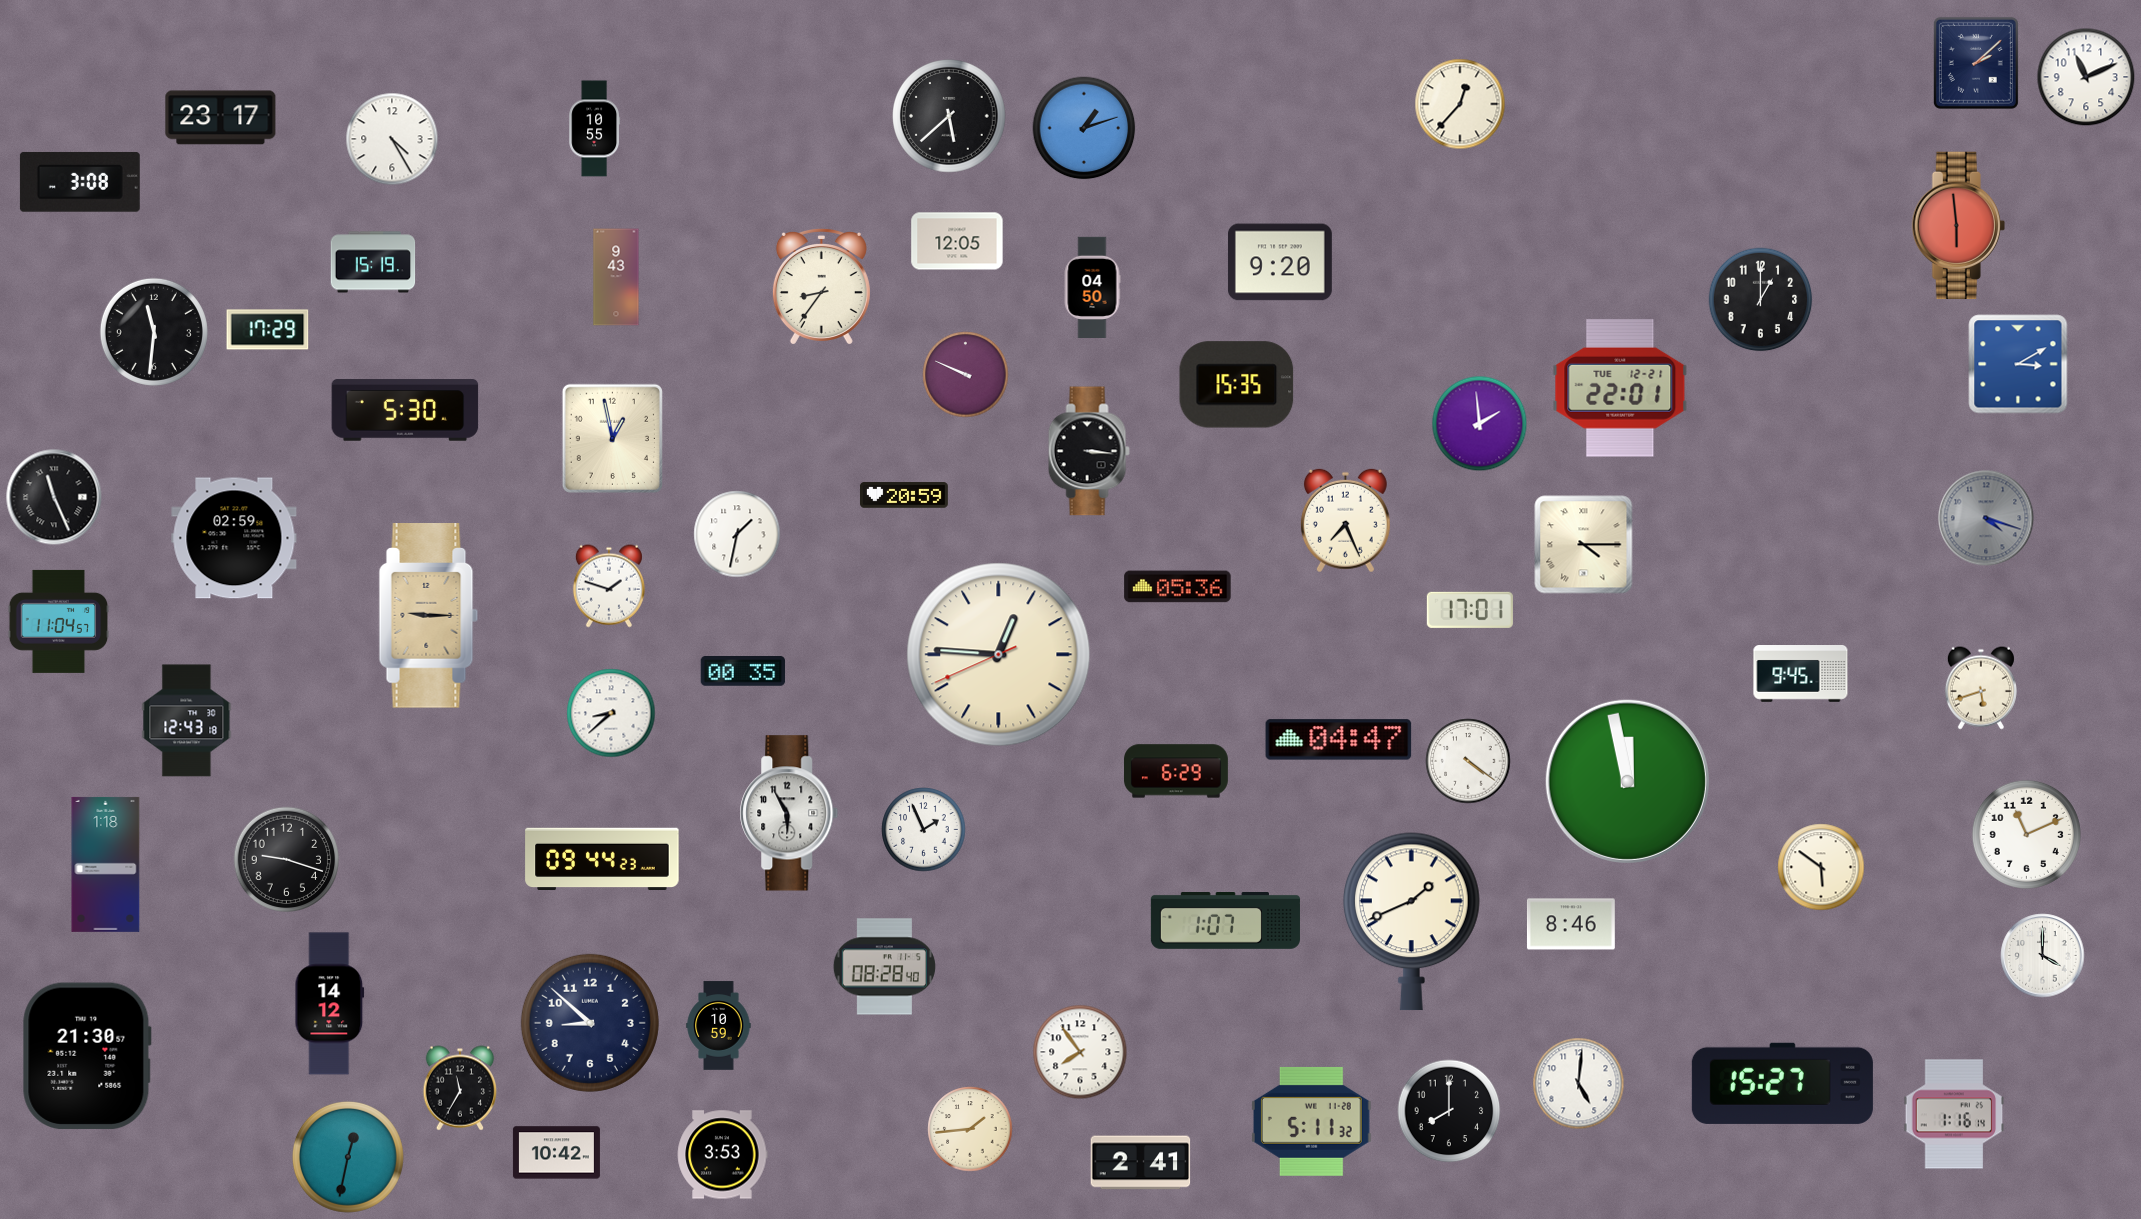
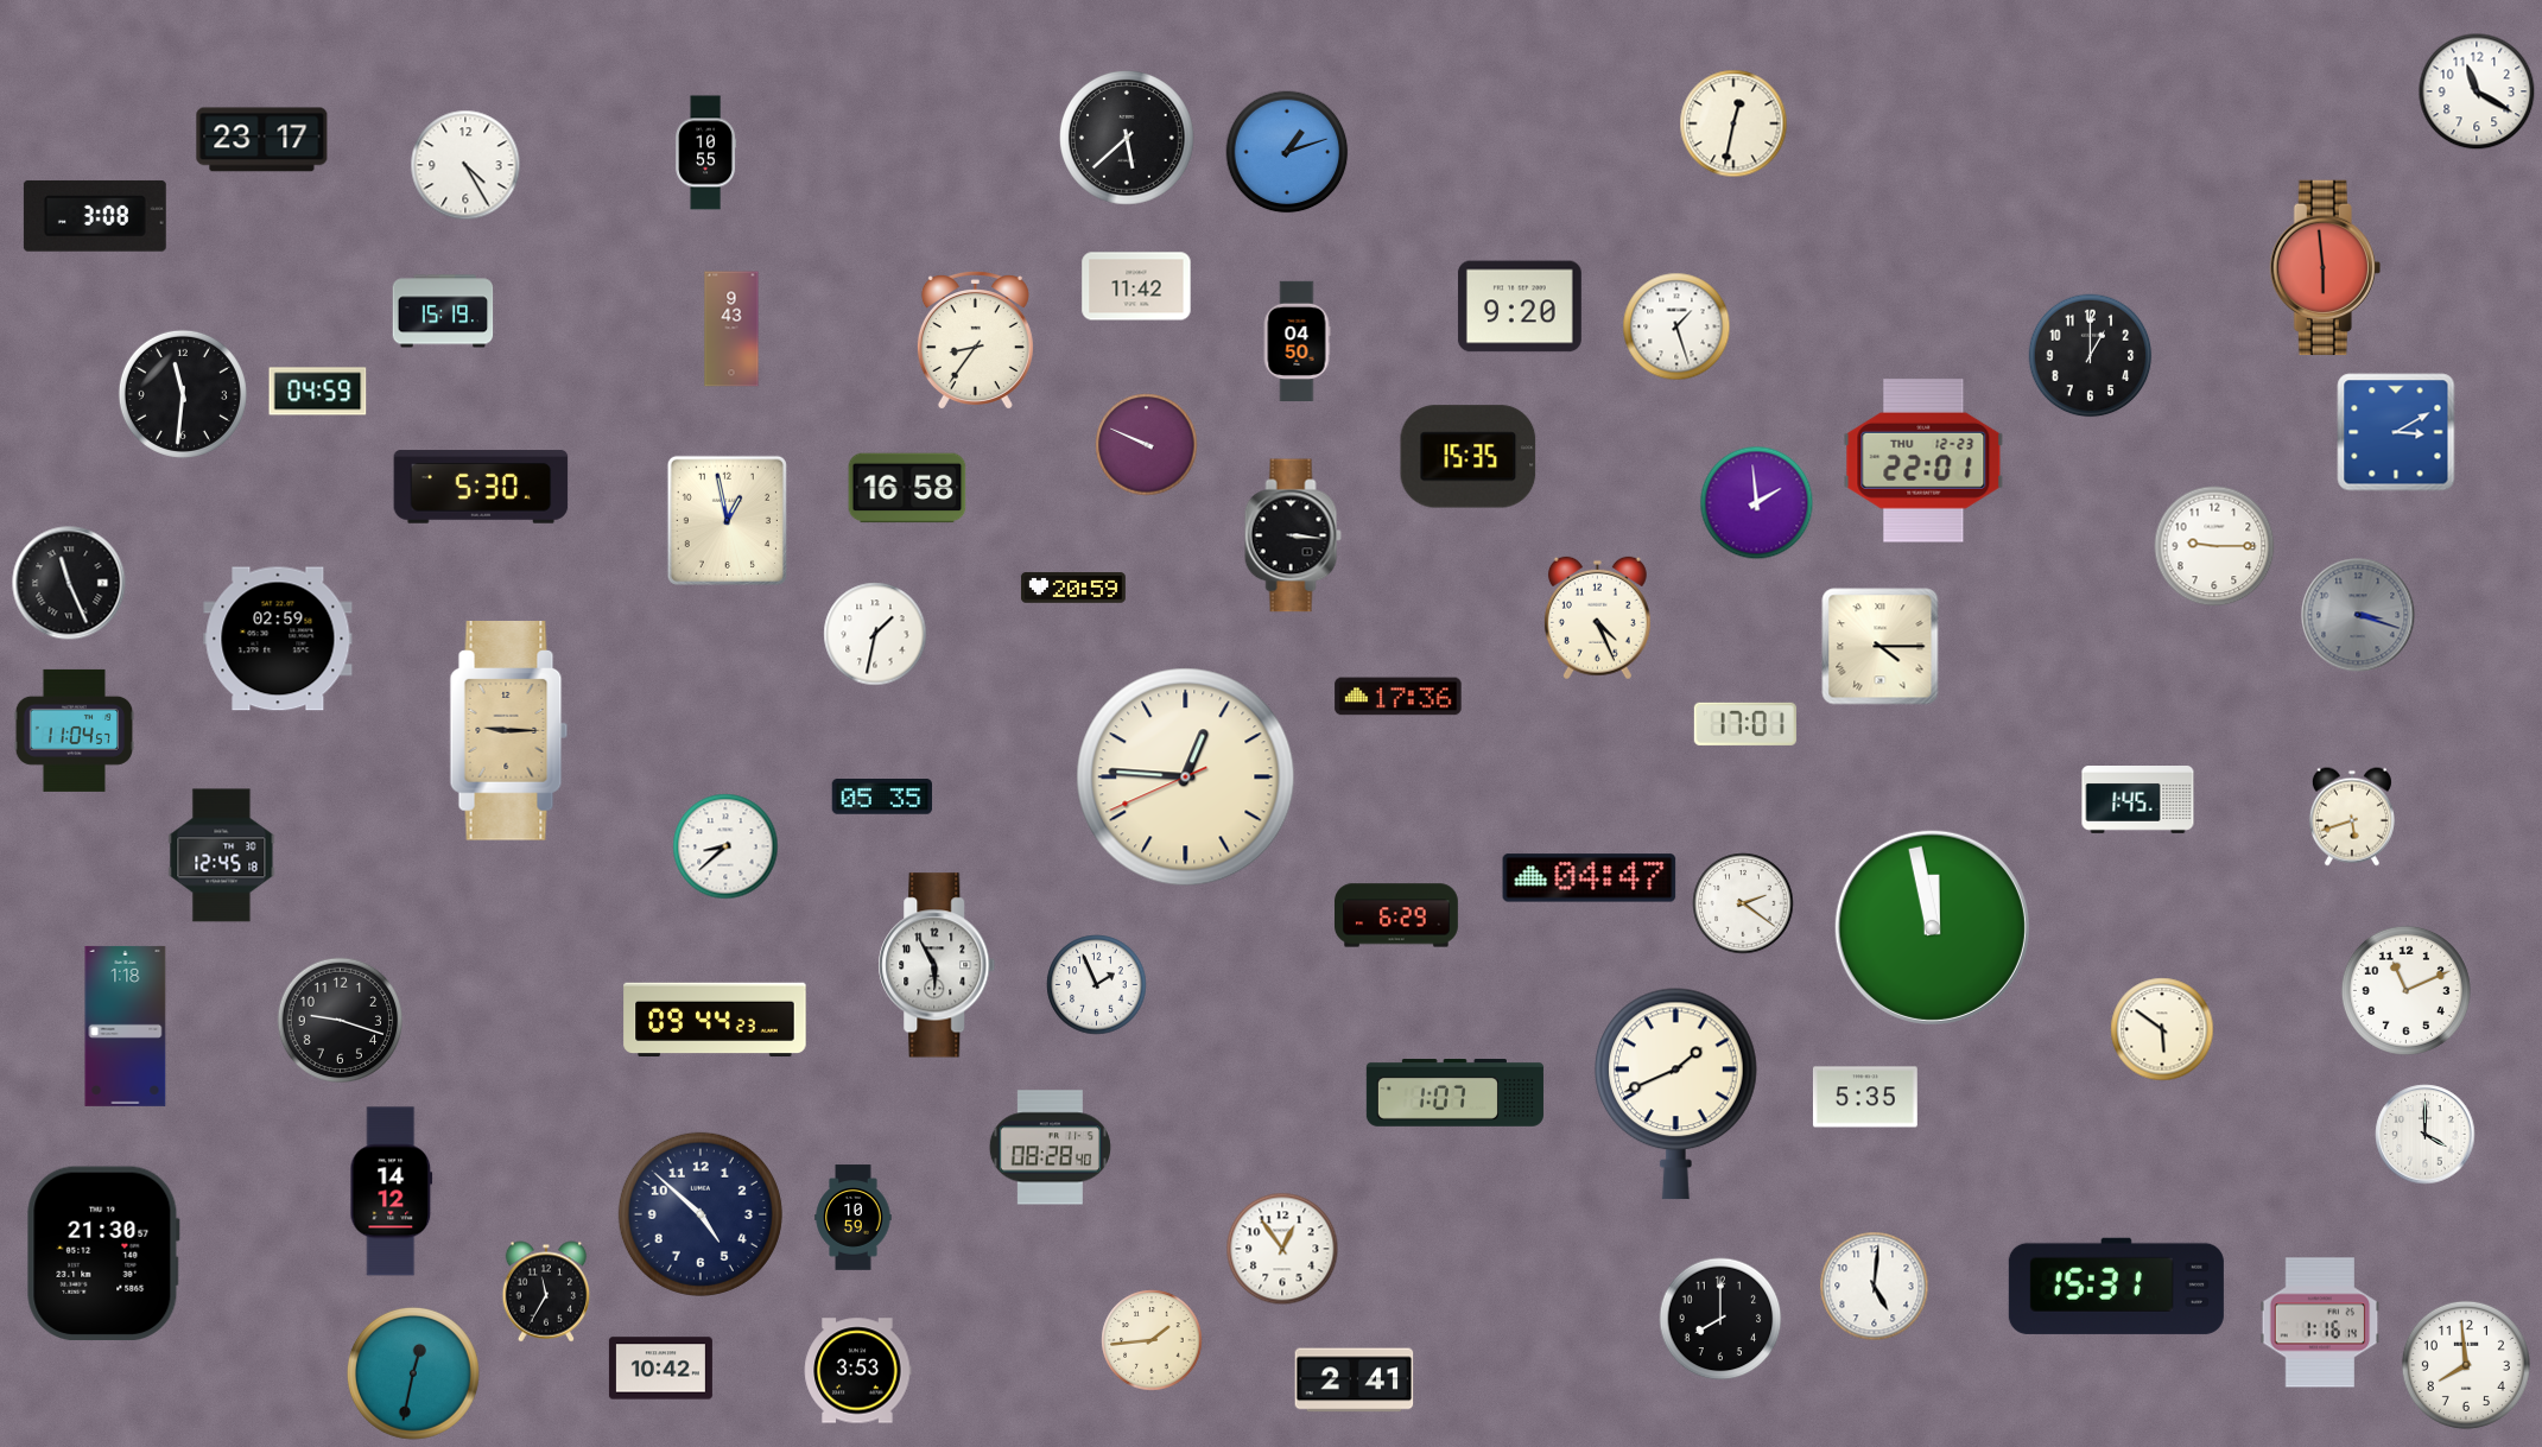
clock at (1976, 63): 2:08 -> none
clock at (2086, 77): 11:11 -> 11:20
clock at (1460, 104): 12:37 -> 12:32
clock at (957, 241): 12:05 -> 11:42
clock at (1280, 262) position: (1280, 262) -> (1520, 306)
clock at (1676, 326): none -> 1:27
clock at (268, 330): 17:29 -> 04:59
clock at (1620, 388) date: TUE 12-21 -> THU 12-23
clock at (907, 488): none -> 16:58
clock at (2214, 546): none -> 9:15
clock at (54, 497) position: (54, 497) -> (69, 583)
clock at (1986, 518): 4:18 -> 3:18
clock at (1345, 521): 7:26 -> 4:26
clock at (609, 586): 1:48 -> none
clock at (1178, 587): 05:36 -> 17:36
clock at (59, 621) position: (59, 621) -> (75, 730)
clock at (743, 671): 00:35 -> 05:35
clock at (1801, 674): 9:45 -> 1:45
clock at (187, 721): 12:43 -> 12:45
clock at (1468, 761): 4:21 -> 2:21
clock at (1571, 924): 8:46 -> 5:35
clock at (590, 1023): 8:52 -> 4:52
clock at (1080, 1052): 7:54 -> 12:54
clock at (1782, 1083): 15:27 -> 15:31
clock at (1312, 1121): 5:11 -> none
clock at (2466, 1365): none -> 7:59
